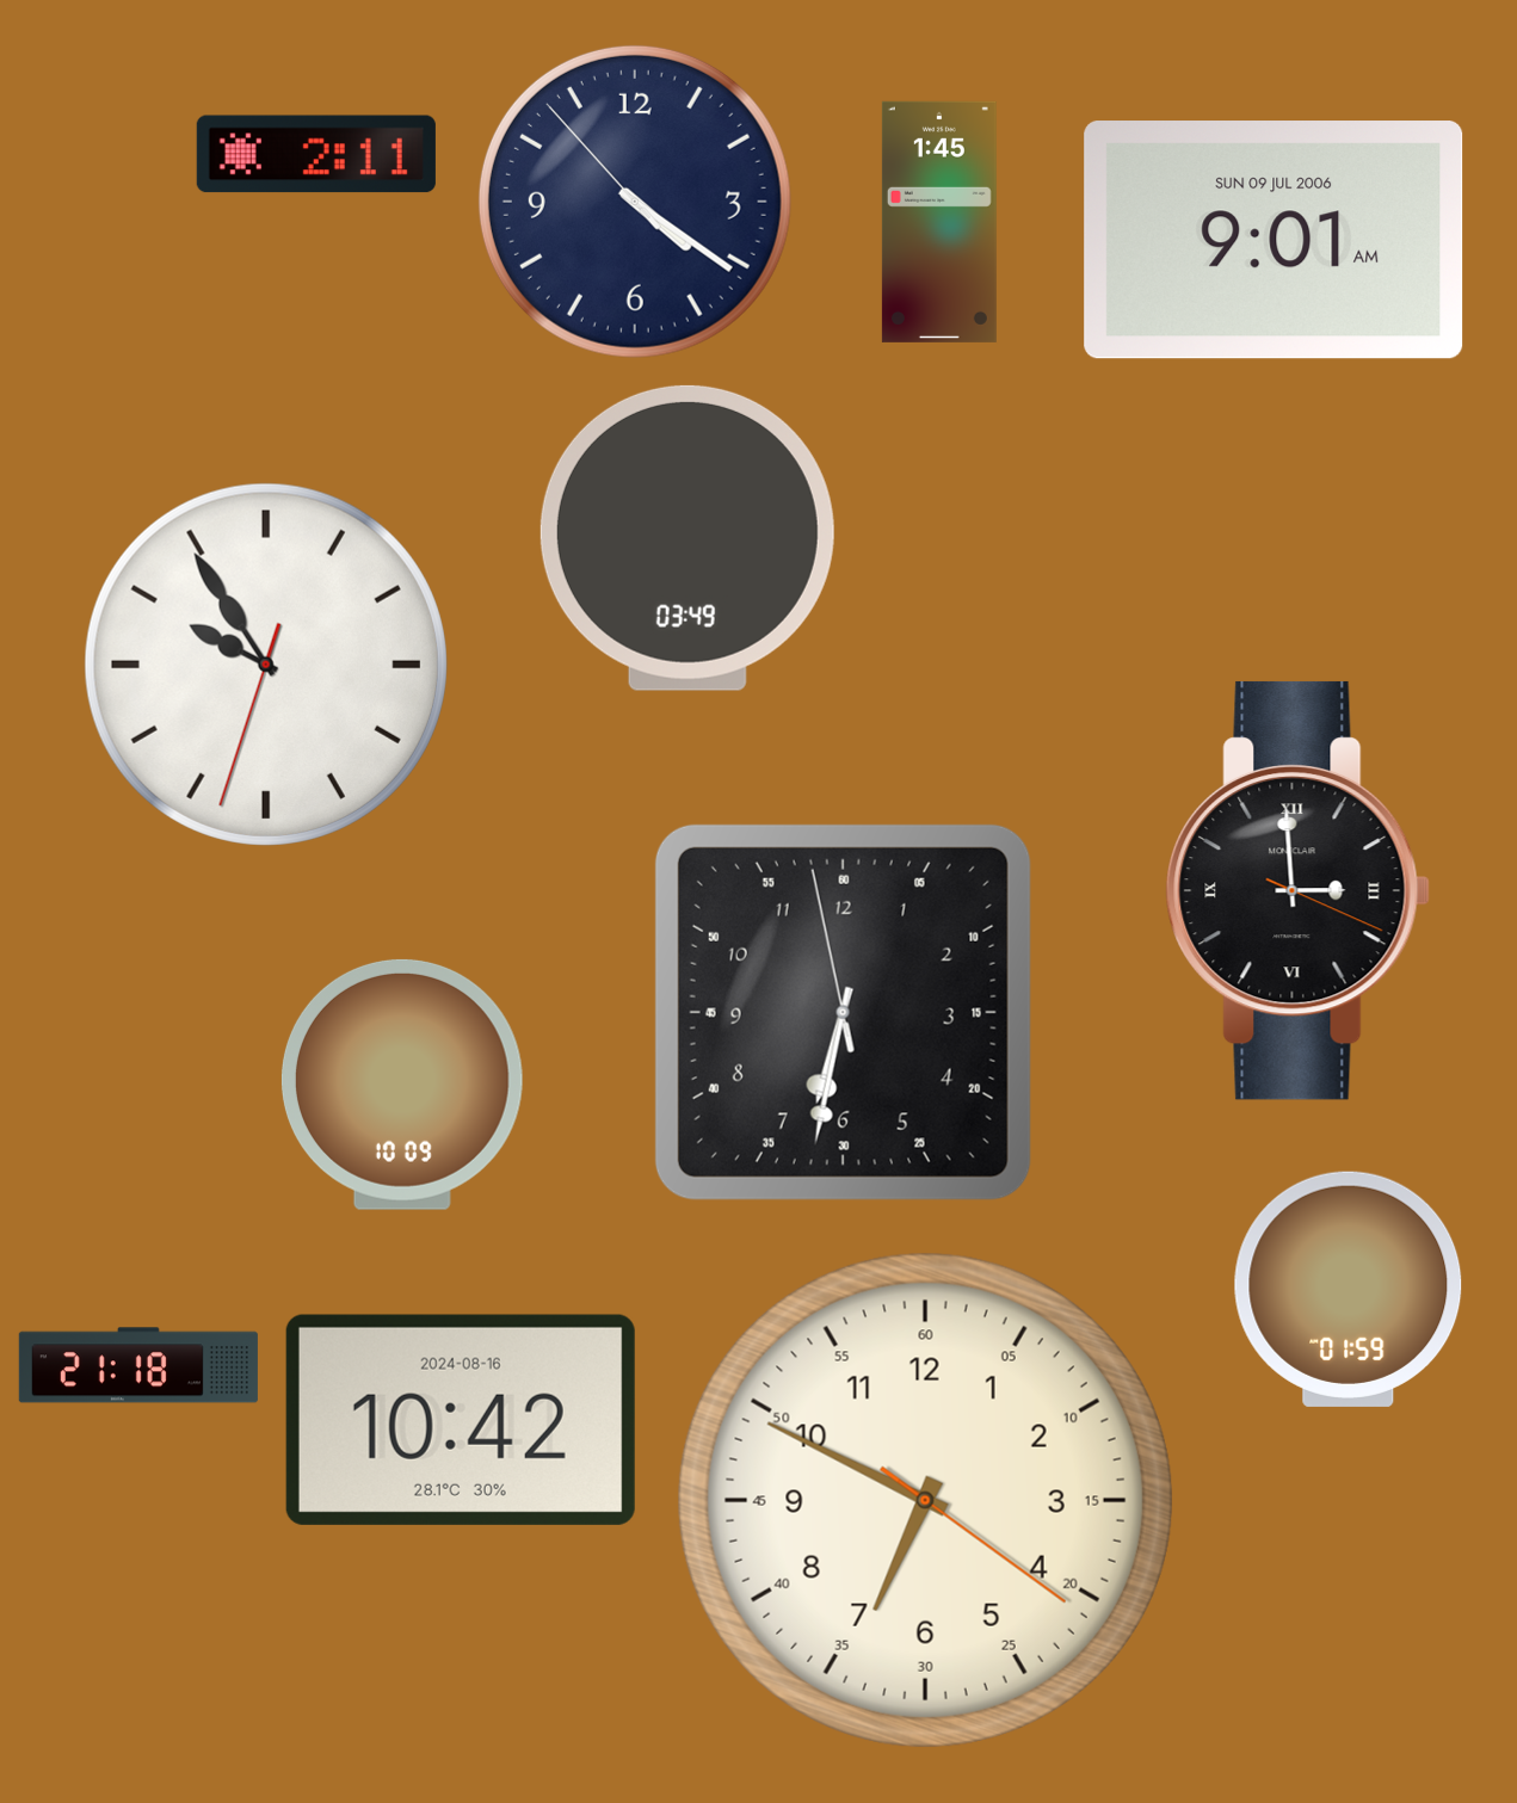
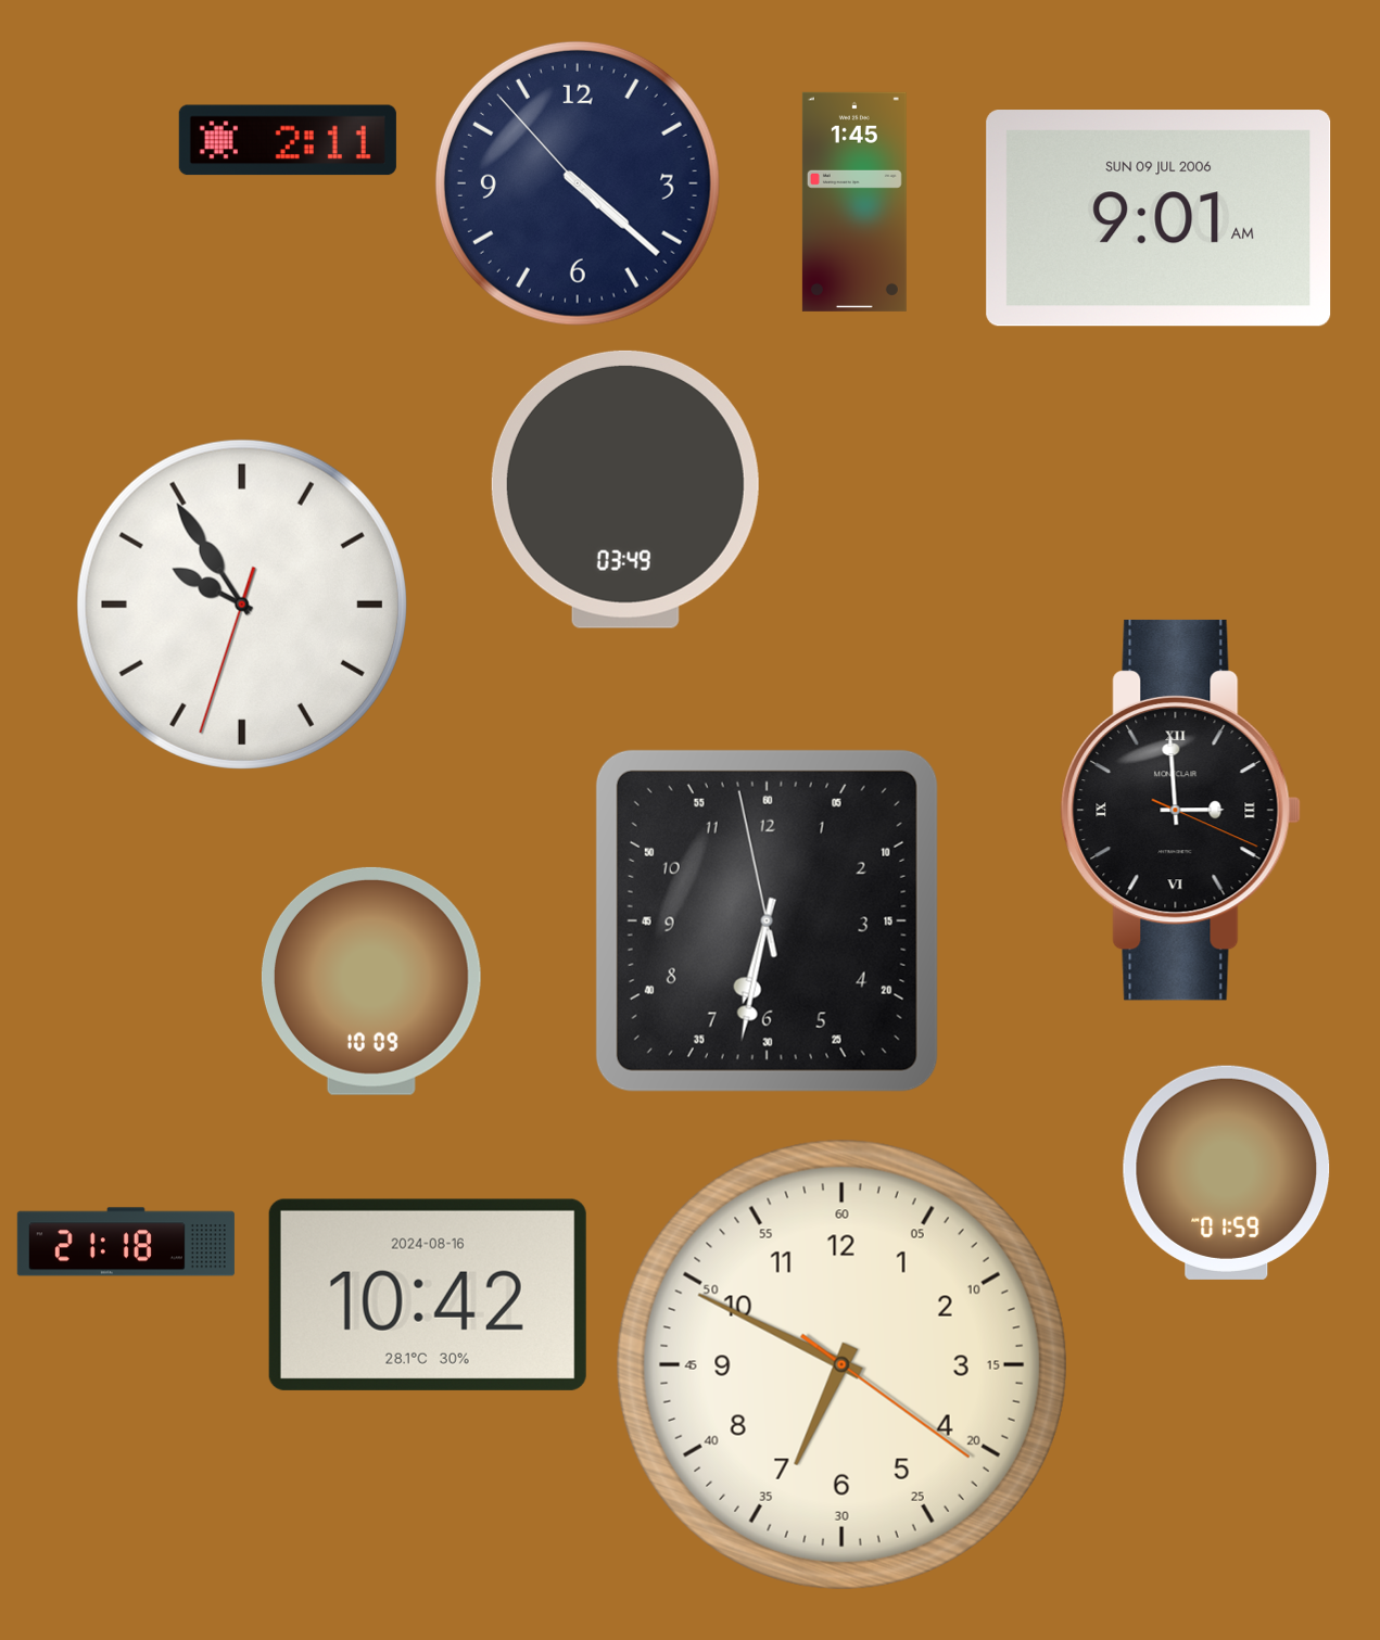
clock at (635, 202): 4:20 -> 4:21
clock at (402, 1085) position: (402, 1085) -> (371, 981)
clock at (461, 1420) position: (461, 1420) -> (428, 1295)
